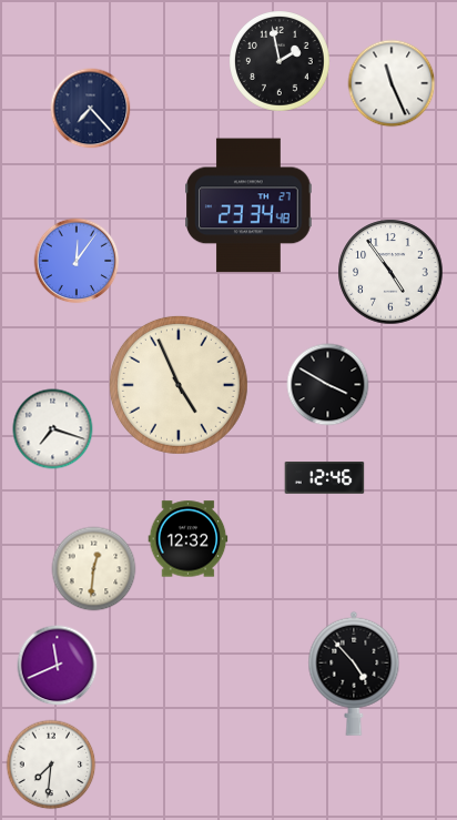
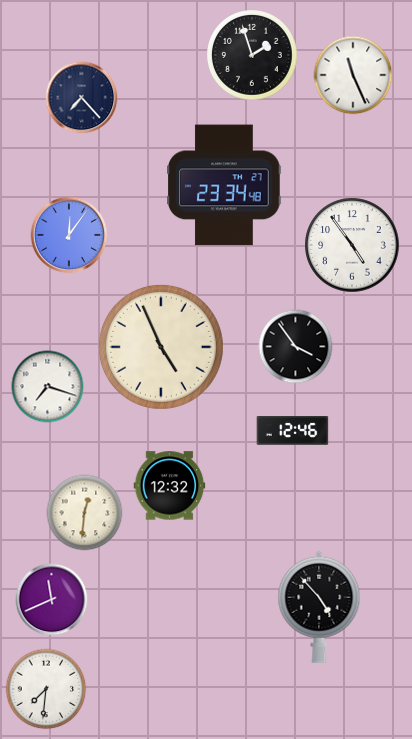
clock at (281, 62): 1:58 -> 1:57
clock at (328, 385): 3:50 -> 3:54
